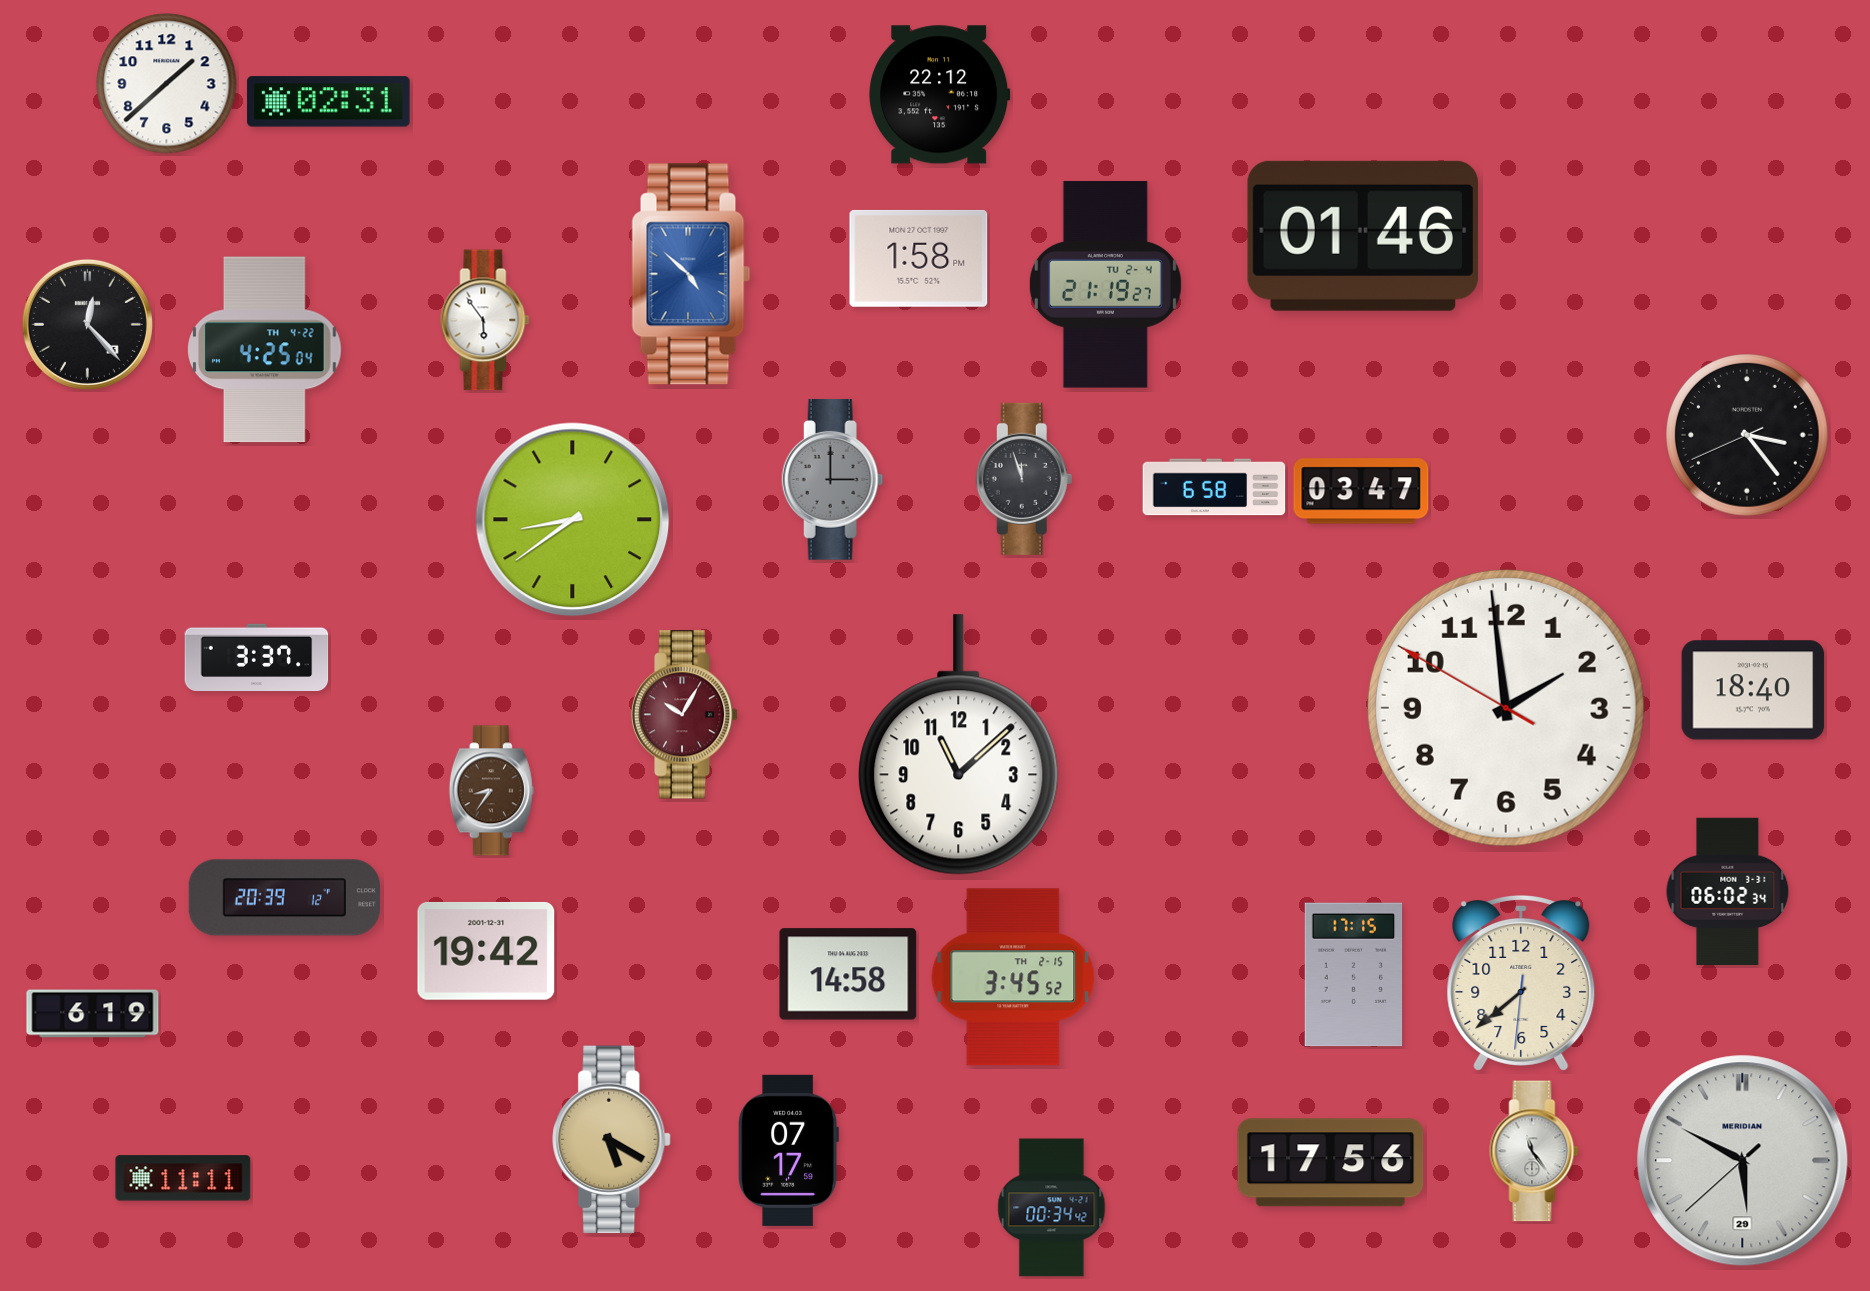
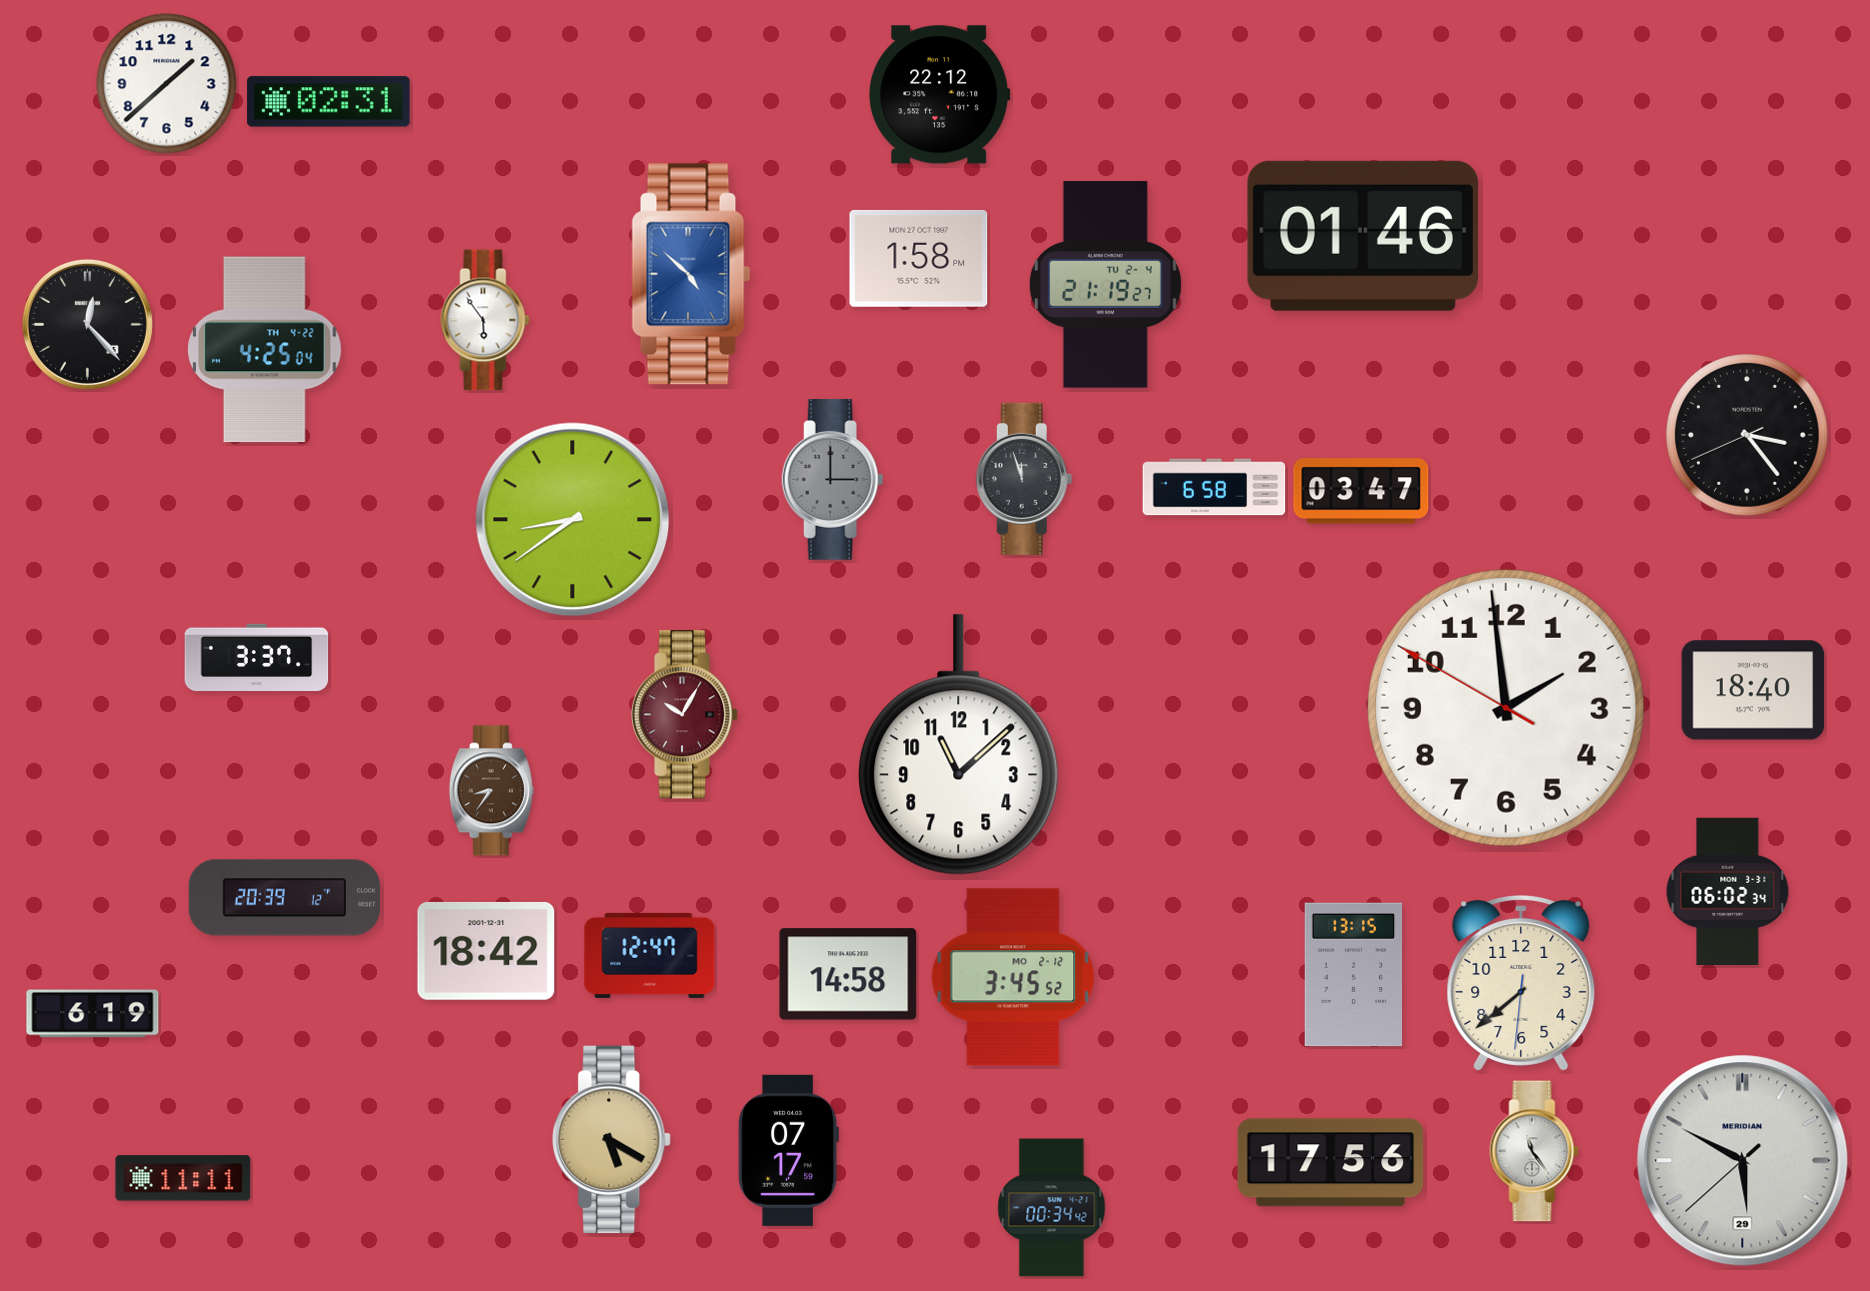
clock at (486, 951): 19:42 -> 18:42
clock at (650, 955): none -> 12:47
clock at (1354, 975): 17:15 -> 13:15
clock at (1013, 977) date: TH 2-15 -> MO 2-12
